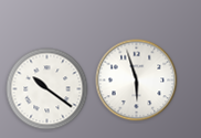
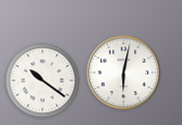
clock at (137, 81): 5:57 -> 6:02
